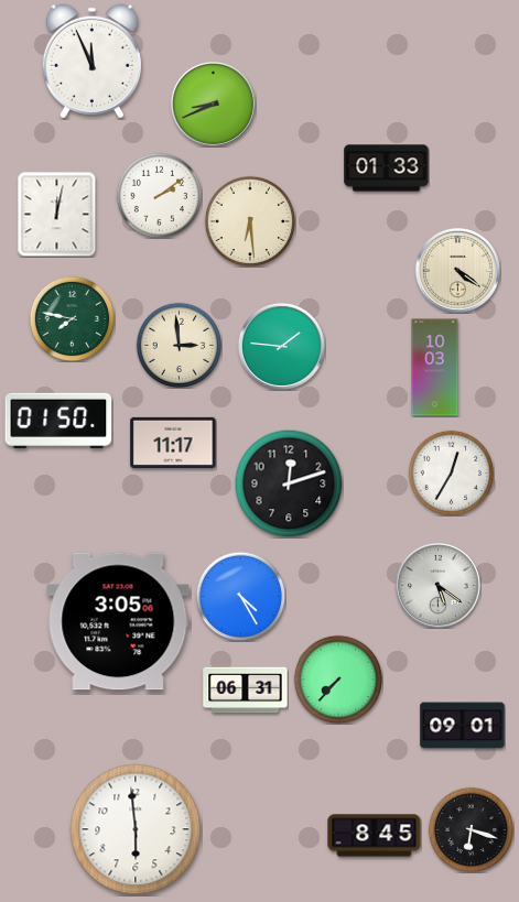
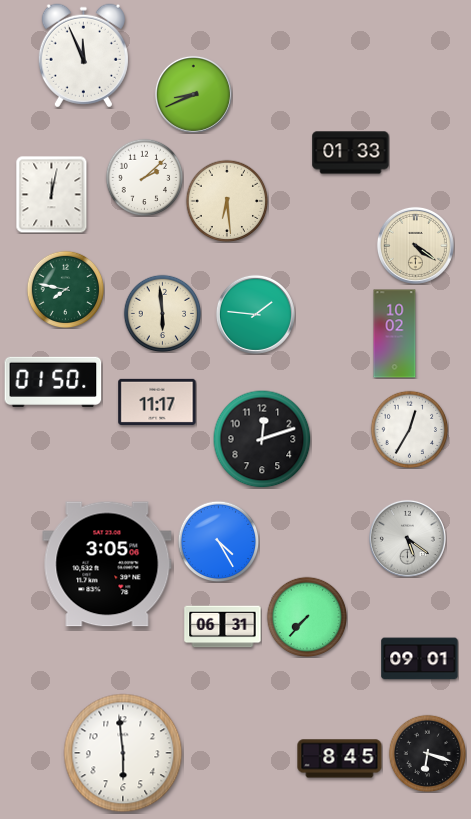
clock at (159, 195): 2:09 -> 2:08
clock at (179, 345): 2:59 -> 5:59
clock at (435, 368): 10:03 -> 10:02
clock at (437, 585) position: (437, 585) -> (407, 538)
